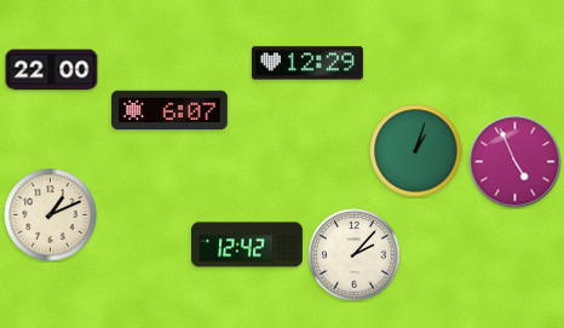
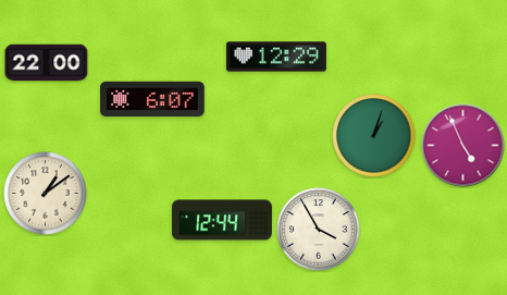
clock at (51, 215): 1:11 -> 1:09
clock at (247, 244): 12:42 -> 12:44
clock at (355, 255): 2:07 -> 3:55
